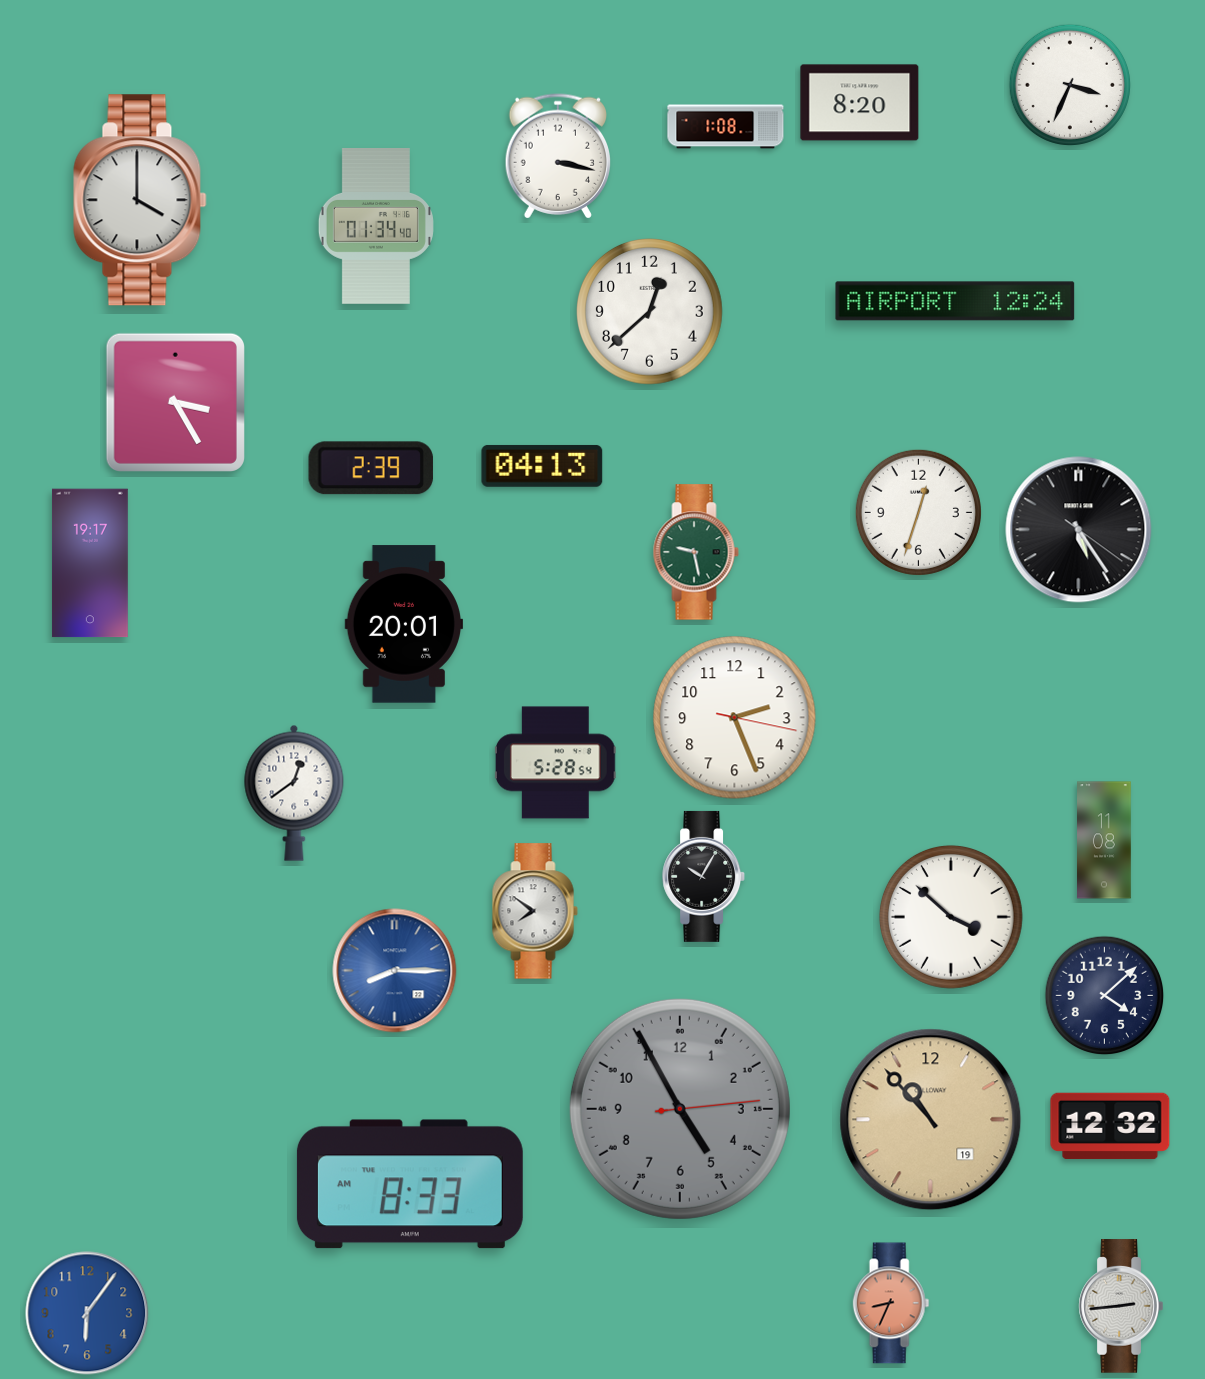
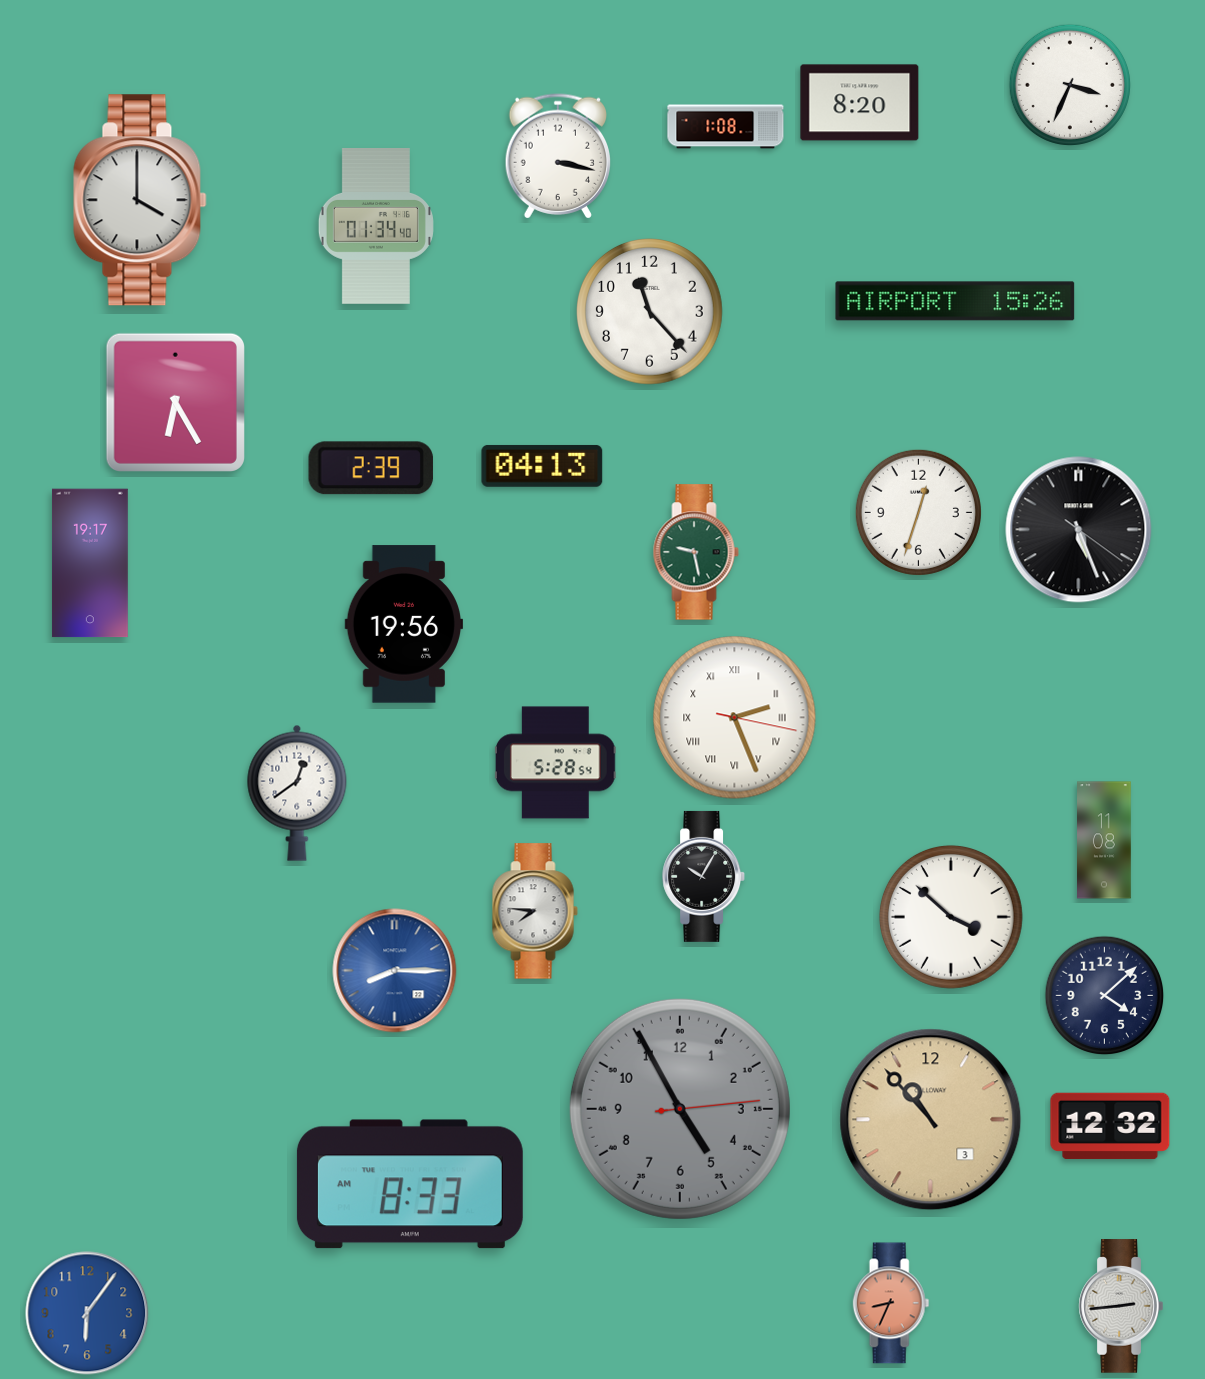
clock at (955, 301): 12:24 -> 15:26
clock at (650, 312): 12:38 -> 11:23
clock at (175, 402): 3:25 -> 6:25
clock at (1079, 530): 5:24 -> 5:26
clock at (403, 624): 20:01 -> 19:56
clock at (735, 718) numerals: Arabic -> Roman
clock at (294, 793) position: (294, 793) -> (297, 793)
clock at (535, 911): 7:51 -> 7:46
clock at (931, 1120) date: 19 -> 3
